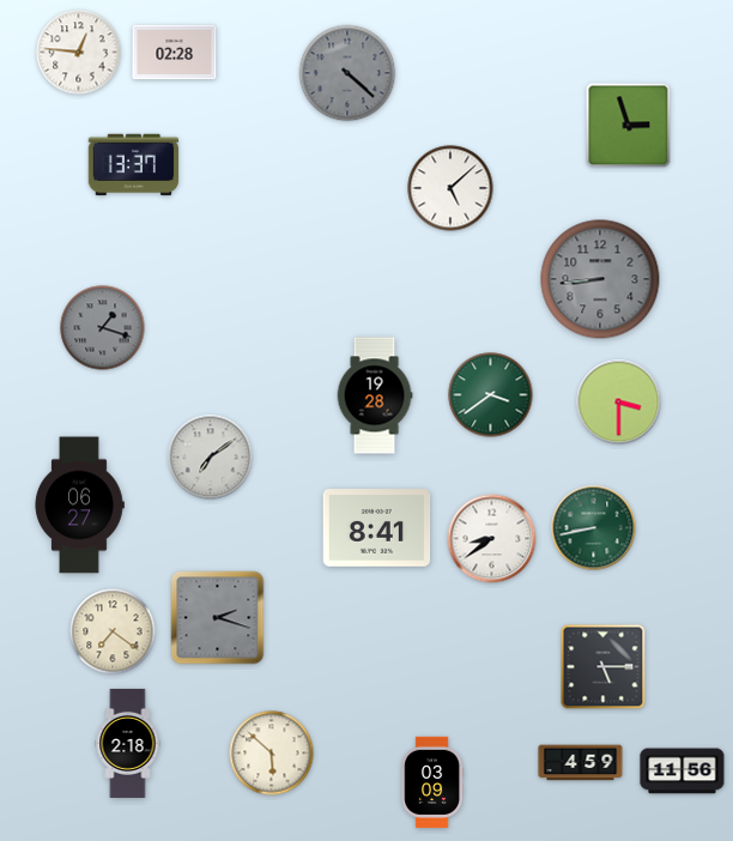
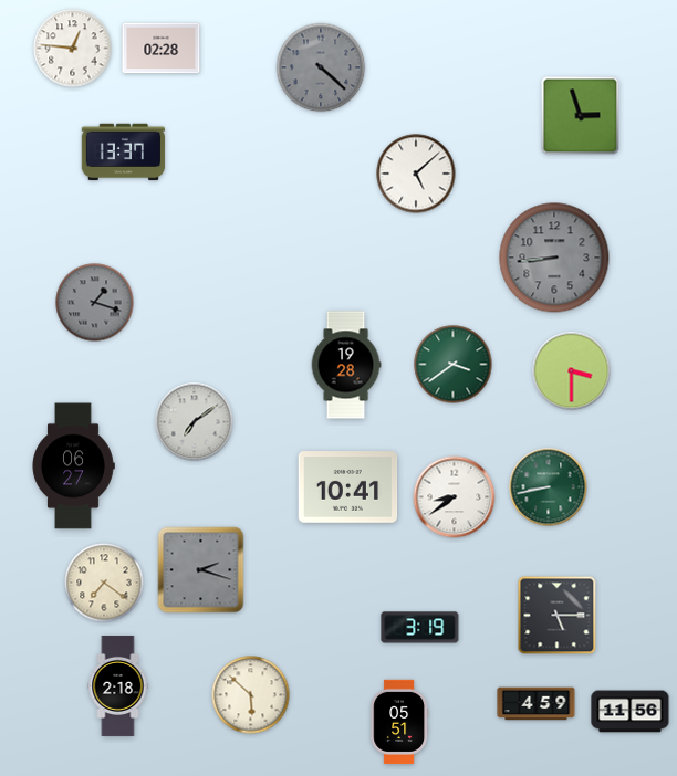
clock at (377, 528): 8:41 -> 10:41
clock at (420, 628): none -> 3:19
clock at (432, 781): 03:09 -> 05:51
